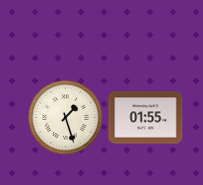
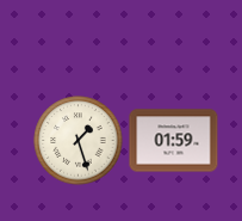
clock at (146, 118): 01:55 -> 01:59
